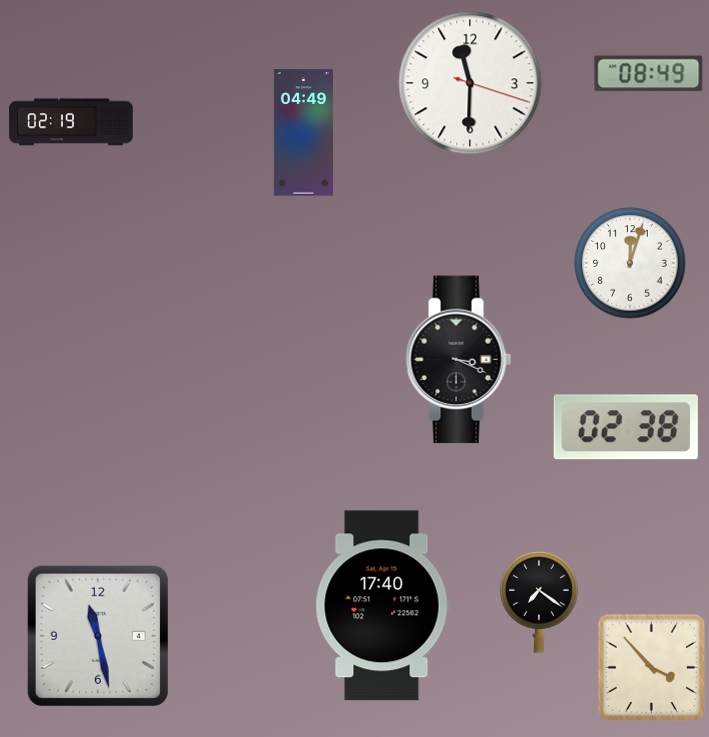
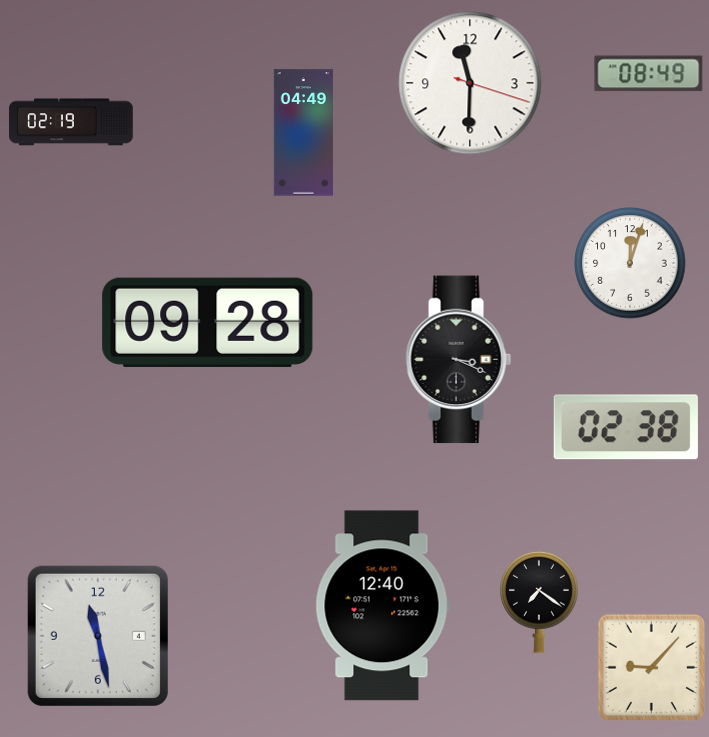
clock at (208, 322): none -> 09:28
clock at (382, 606): 17:40 -> 12:40
clock at (652, 668): 3:53 -> 9:07
